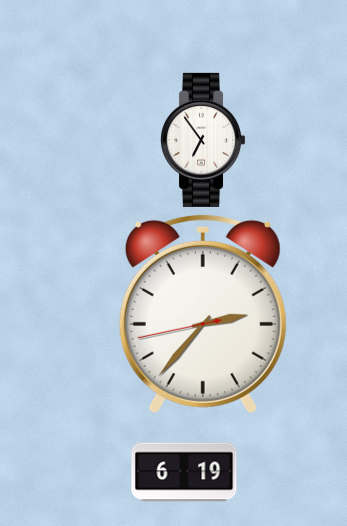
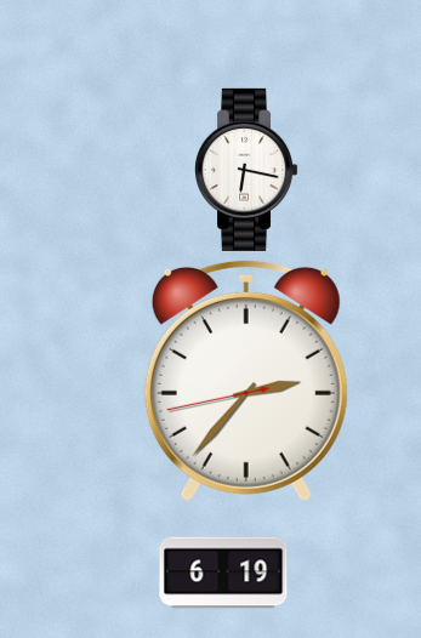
clock at (203, 140): 6:54 -> 6:17
